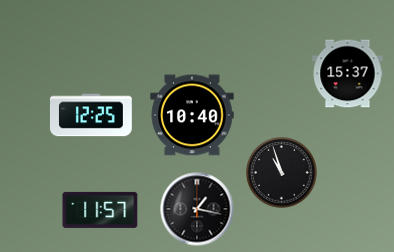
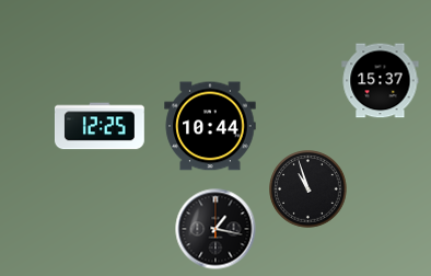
clock at (192, 115): 10:40 -> 10:44
clock at (100, 210): 11:57 -> none
